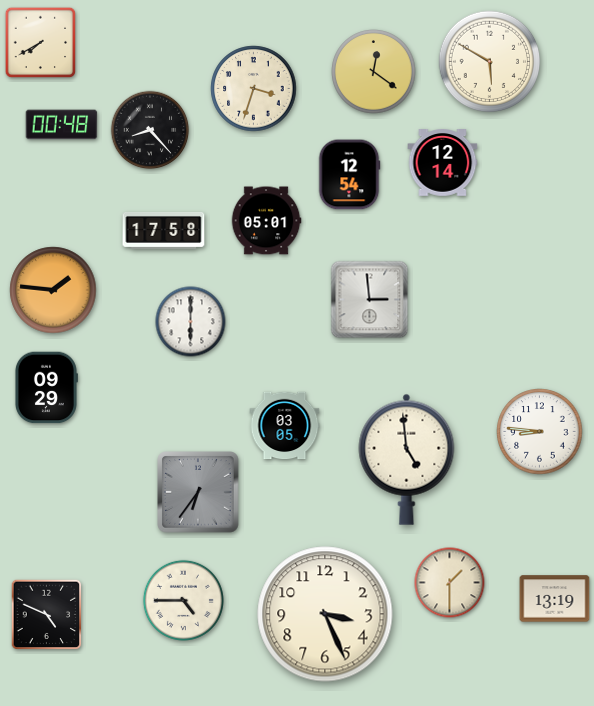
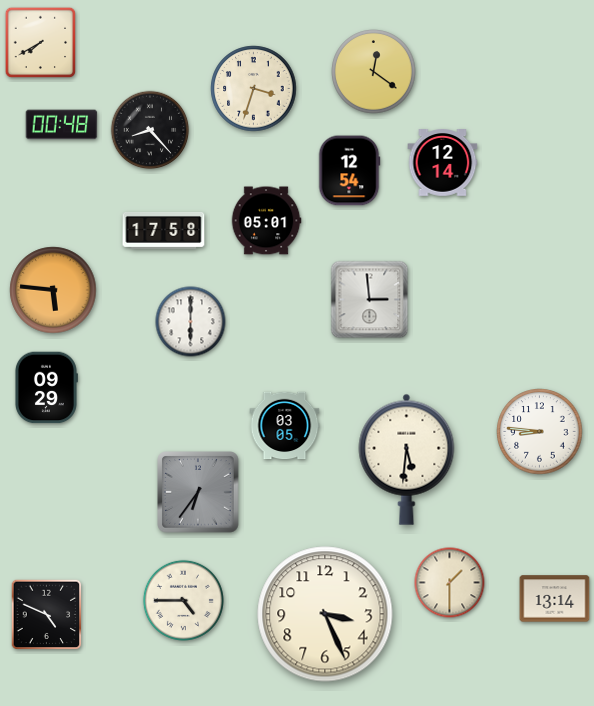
clock at (490, 62): 5:50 -> none
clock at (349, 175) position: (349, 175) -> (349, 171)
clock at (53, 290): 1:46 -> 5:46
clock at (407, 459): 4:59 -> 5:31
clock at (555, 599): 13:19 -> 13:14
